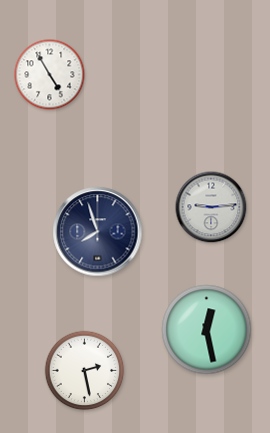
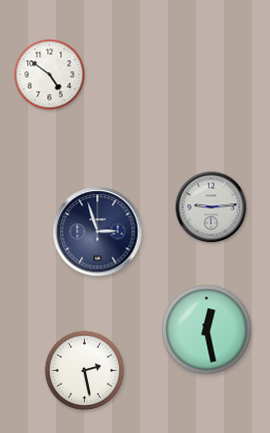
clock at (50, 75): 4:55 -> 4:51
clock at (98, 232): 7:57 -> 2:57
